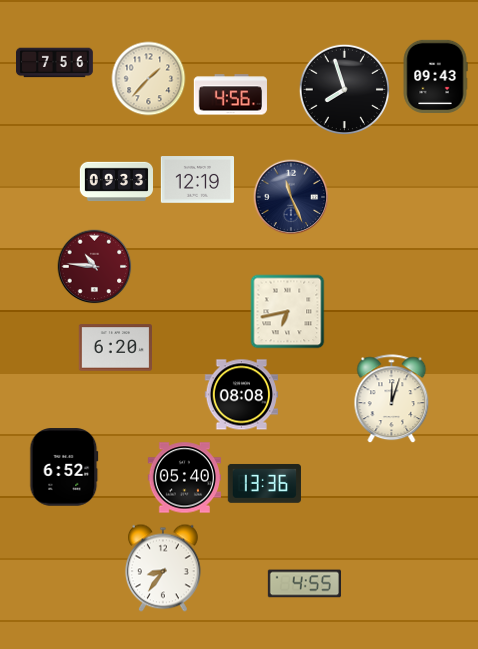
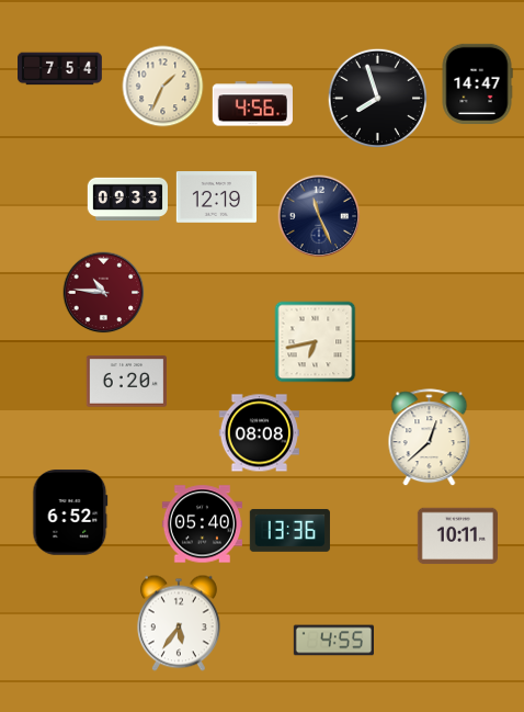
clock at (55, 63): 7:56 -> 7:54
clock at (435, 76): 09:43 -> 14:47
clock at (149, 79): 1:37 -> 1:34
clock at (241, 395) position: (241, 395) -> (259, 433)
clock at (392, 399): 12:03 -> 12:38
clock at (457, 536): none -> 10:11
clock at (163, 568): 8:36 -> 5:36
